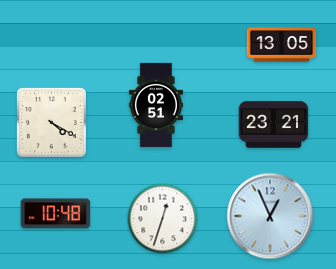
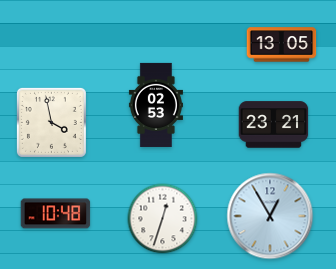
clock at (156, 105): 02:51 -> 02:53
clock at (51, 122): 4:20 -> 3:58
clock at (270, 216): 12:56 -> 12:55
